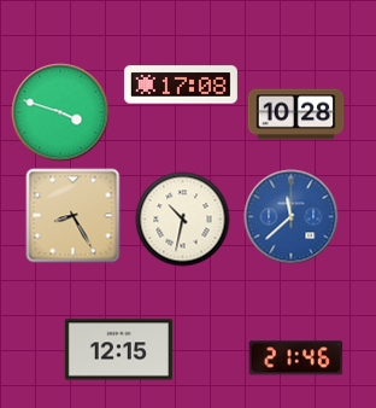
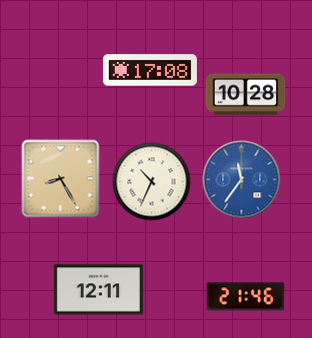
clock at (60, 112): 3:48 -> none
clock at (290, 216): 11:38 -> 11:36
clock at (182, 218): 10:32 -> 10:34
clock at (118, 350): 12:15 -> 12:11
